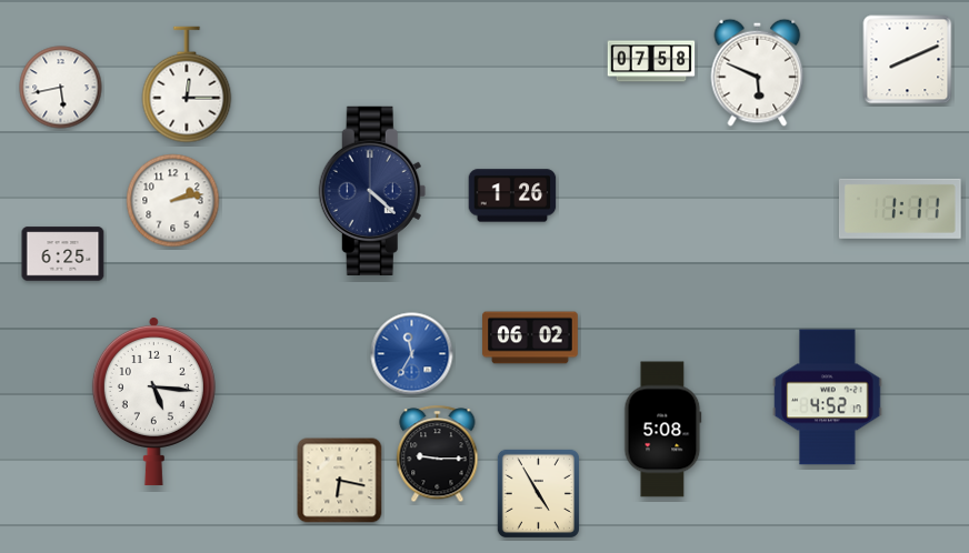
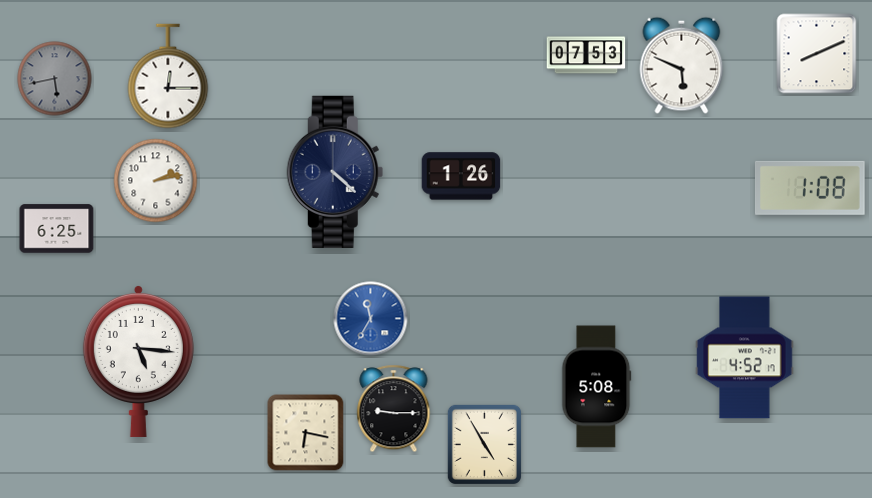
clock at (651, 61): 07:58 -> 07:53
clock at (61, 88) dial: white -> grey
clock at (900, 209): 1:11 -> 1:08
clock at (530, 338): 06:02 -> none
